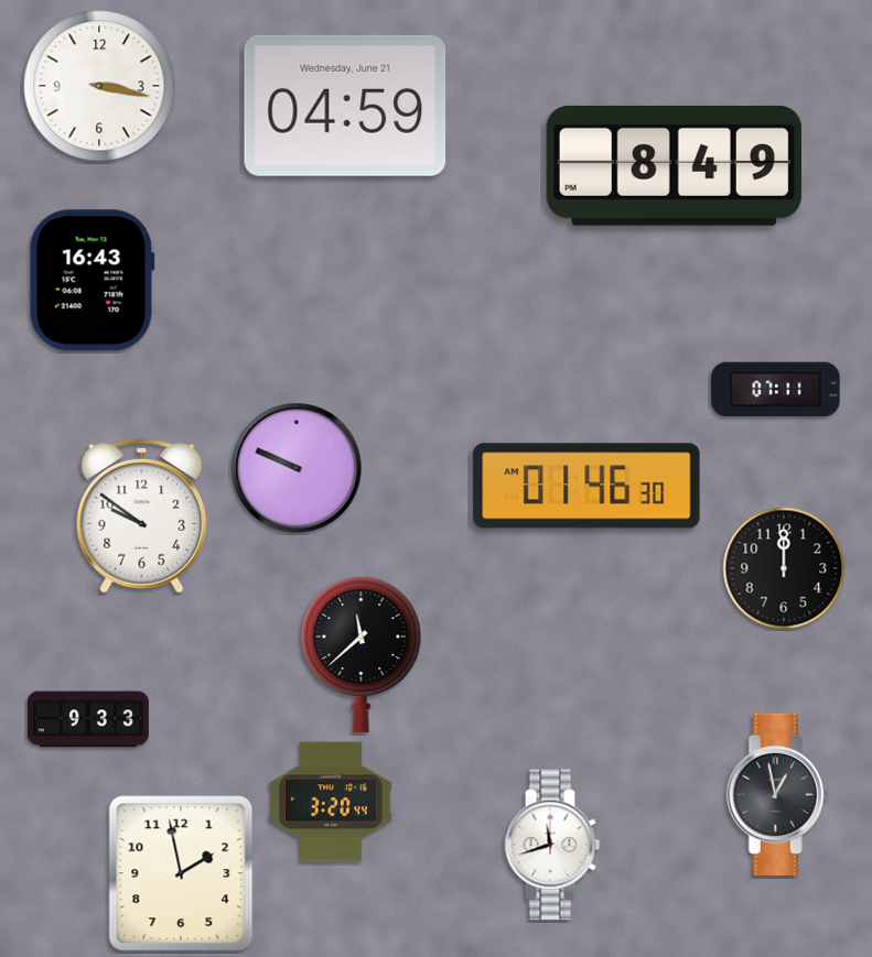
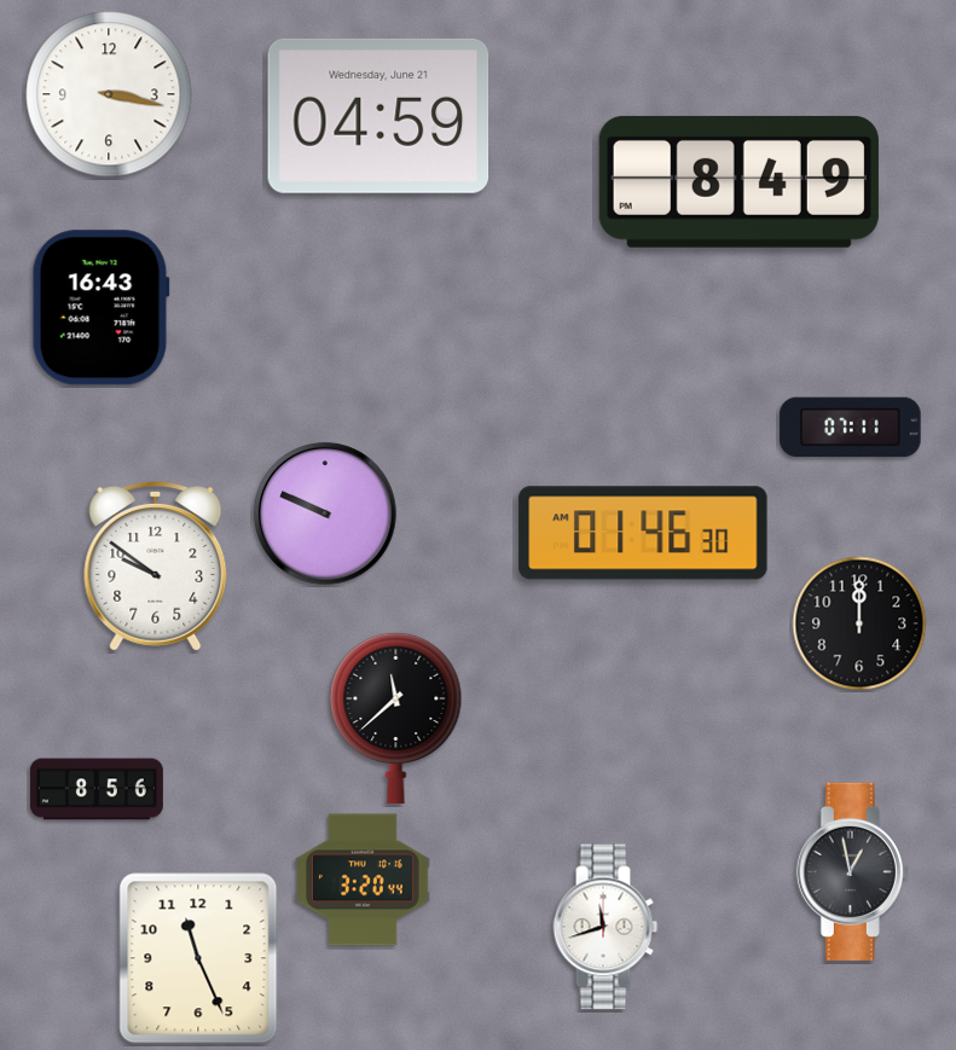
clock at (88, 719): 9:33 -> 8:56
clock at (181, 873): 1:58 -> 11:26
